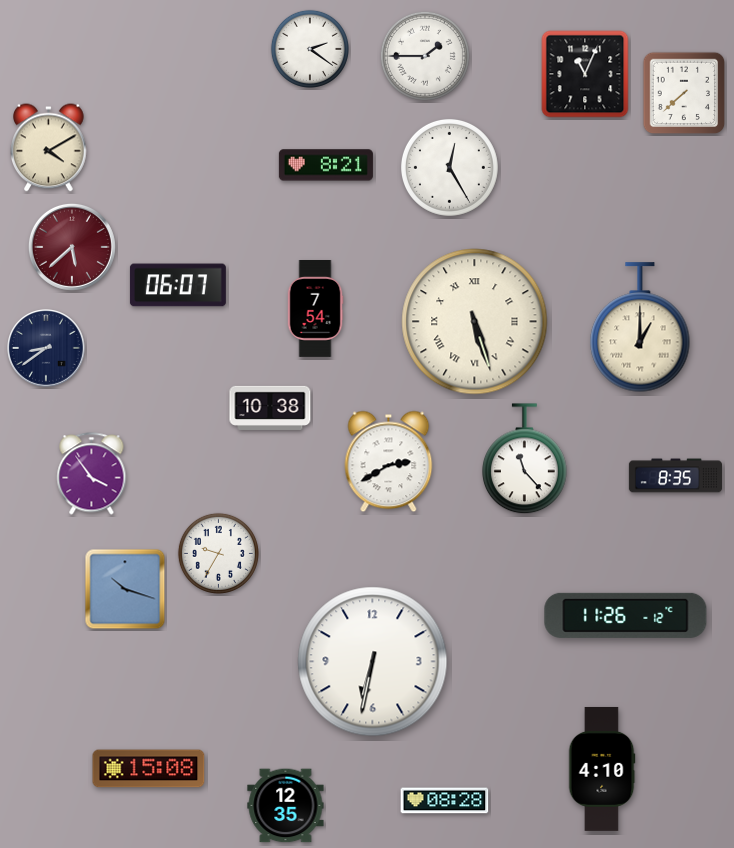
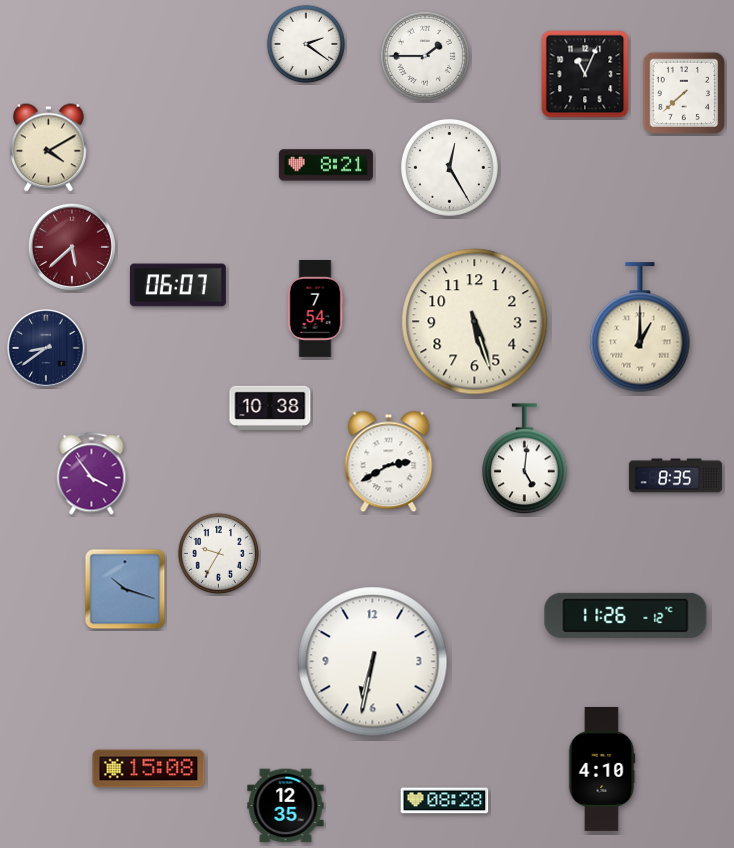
clock at (310, 49) position: (310, 49) -> (306, 44)
clock at (475, 322) numerals: Roman -> Arabic
clock at (525, 459): 11:23 -> 5:01
